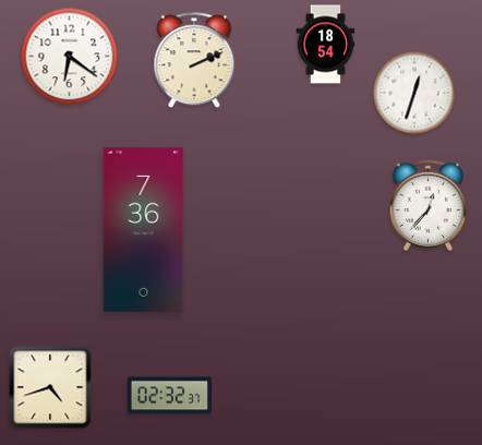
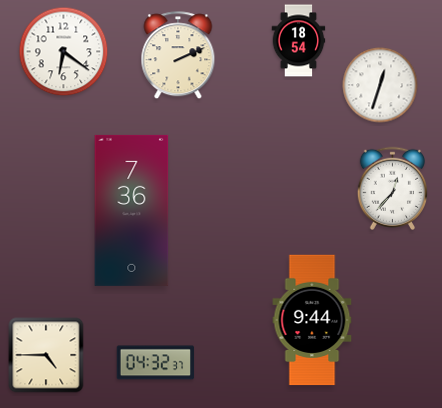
clock at (312, 320): none -> 9:44
clock at (50, 387): 4:42 -> 4:45
clock at (170, 396): 02:32 -> 04:32
